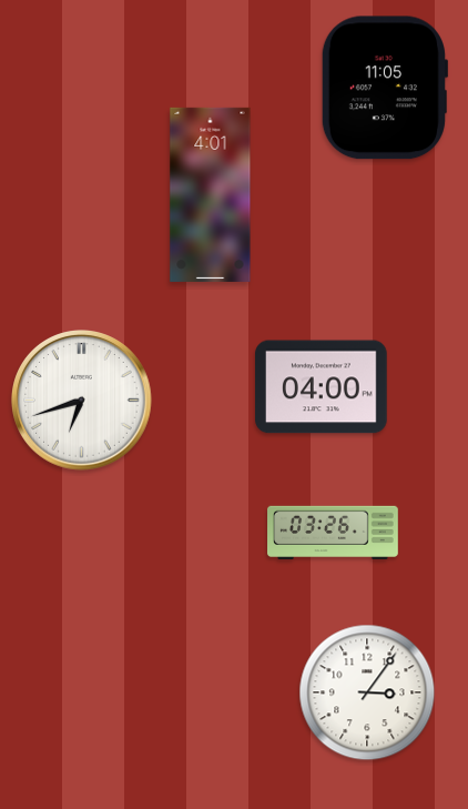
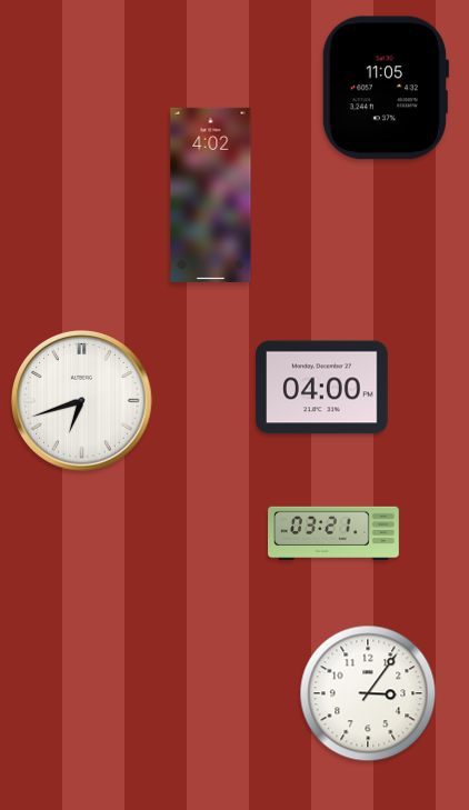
clock at (211, 194): 4:01 -> 4:02
clock at (333, 533): 03:26 -> 03:21
